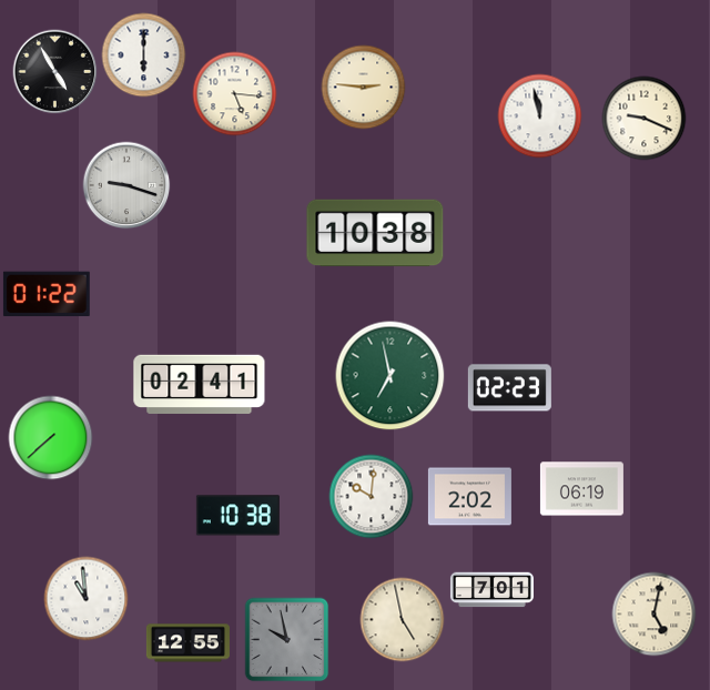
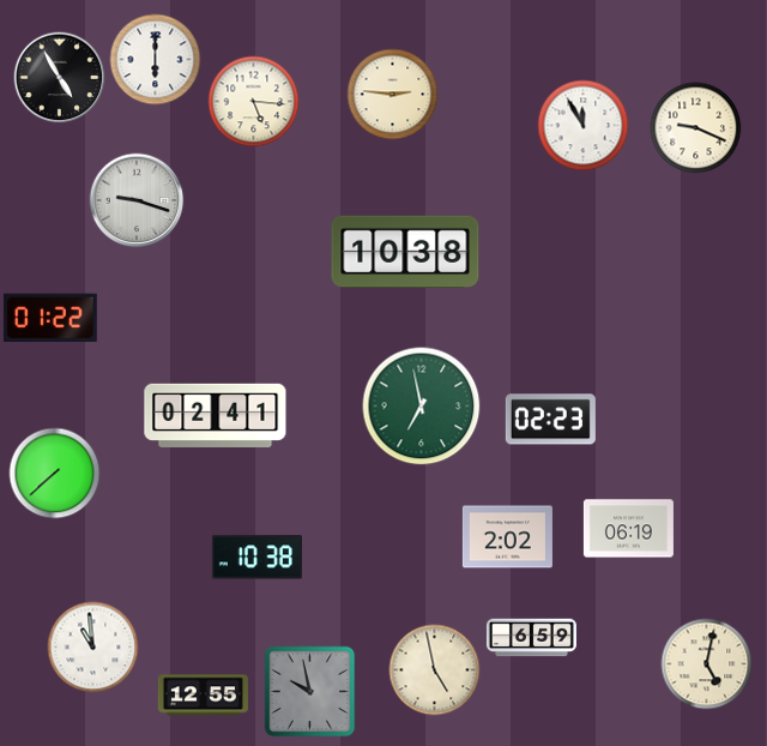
clock at (540, 116): 11:58 -> 11:55
clock at (372, 497): 10:01 -> none
clock at (491, 590): 7:01 -> 6:59
